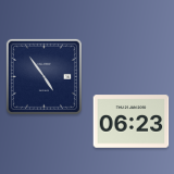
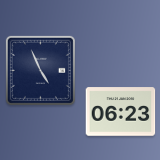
clock at (43, 76): 4:54 -> 4:56
